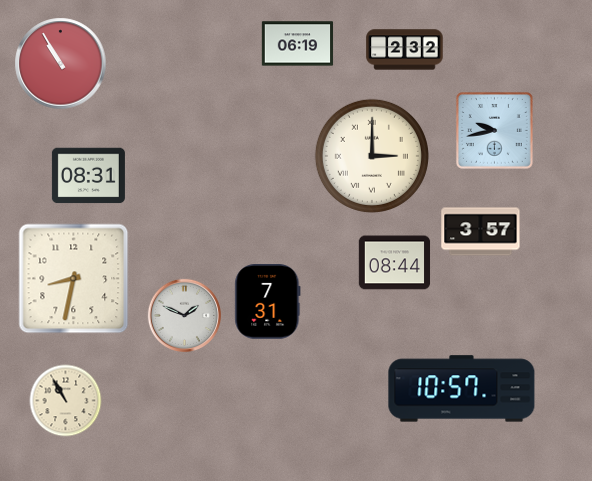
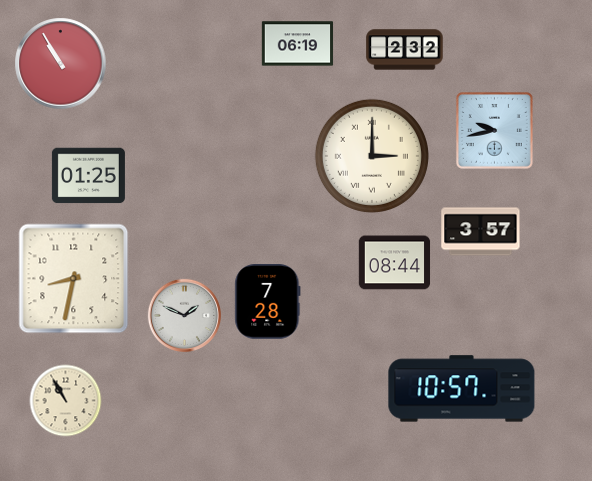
clock at (88, 176): 08:31 -> 01:25
clock at (268, 302): 7:31 -> 7:28
